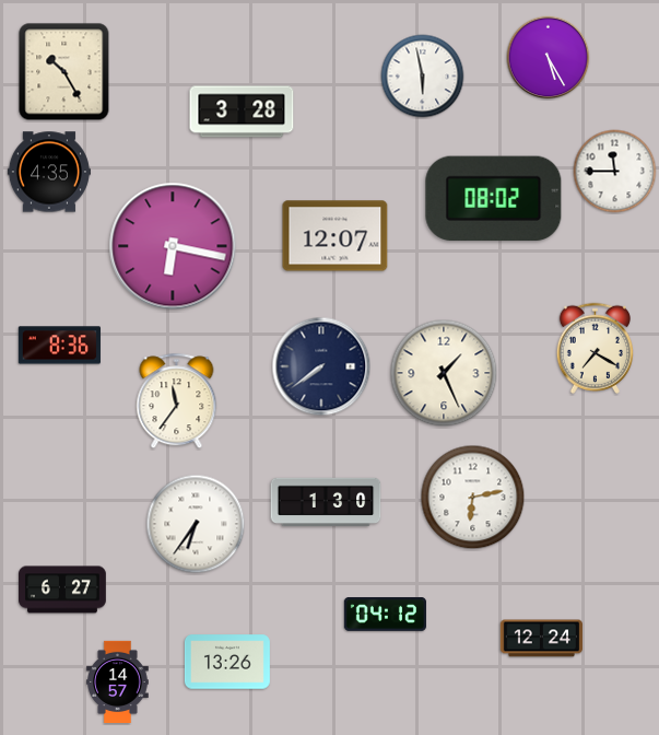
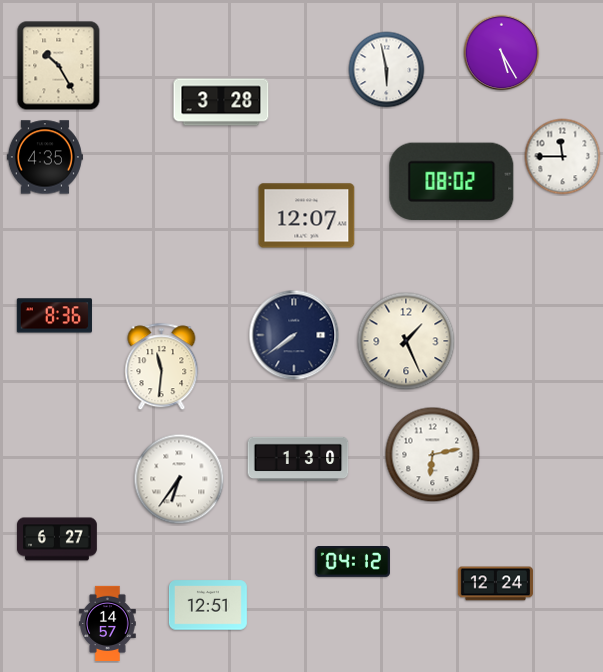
clock at (173, 246): 6:17 -> none
clock at (595, 348): 7:20 -> none
clock at (177, 401): 11:36 -> 11:31
clock at (227, 662): 13:26 -> 12:51
